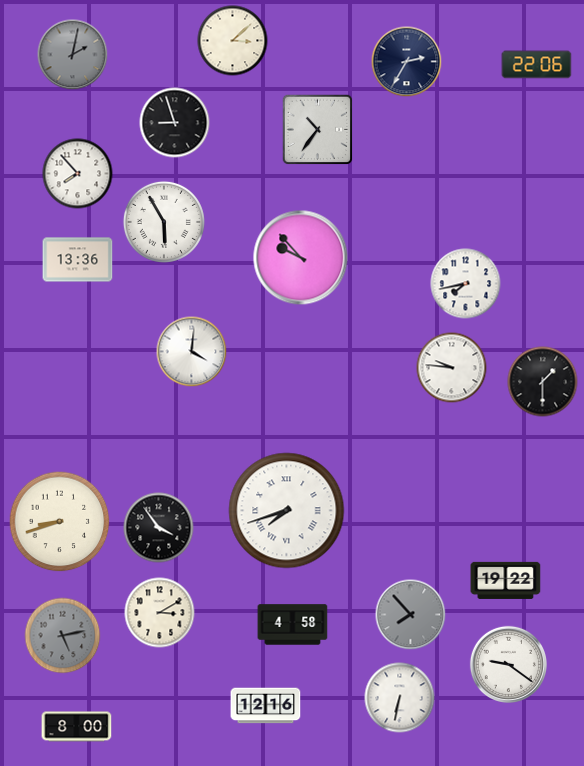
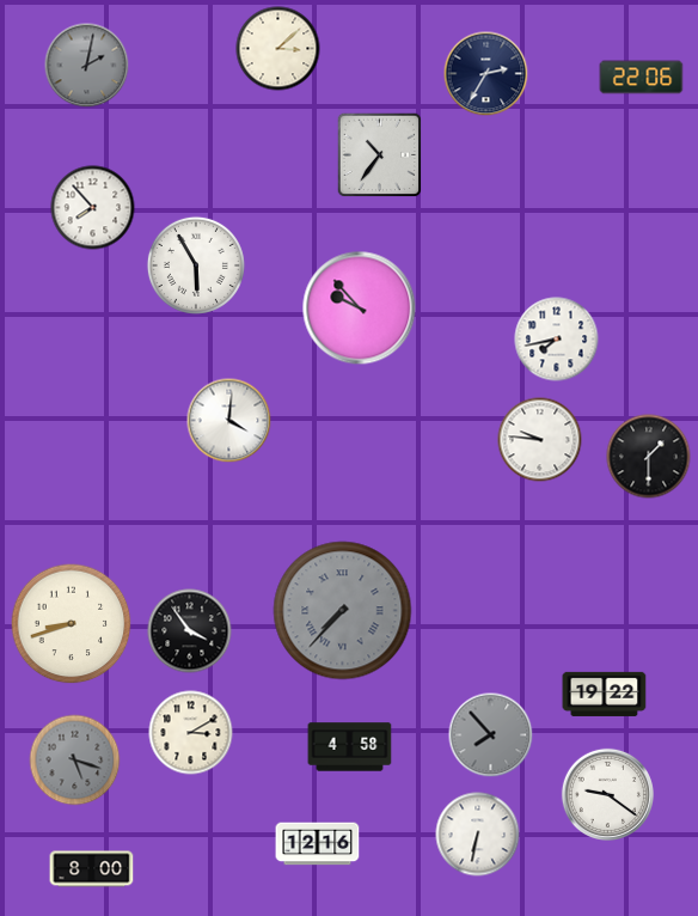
clock at (175, 123): 8:57 -> none
clock at (78, 260): 13:36 -> none
clock at (287, 511): 7:42 -> 7:37
clock at (287, 511) dial: white -> grey
clock at (63, 636): 5:13 -> 5:18
